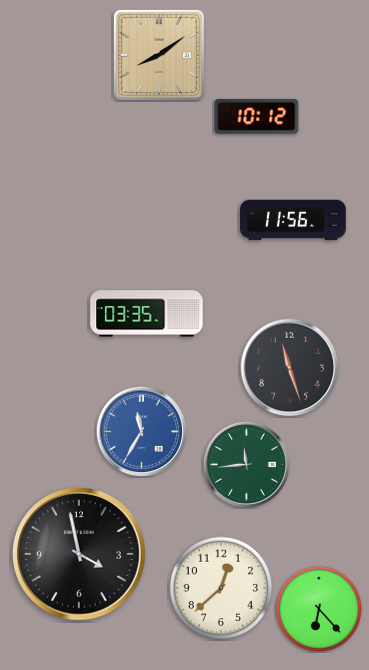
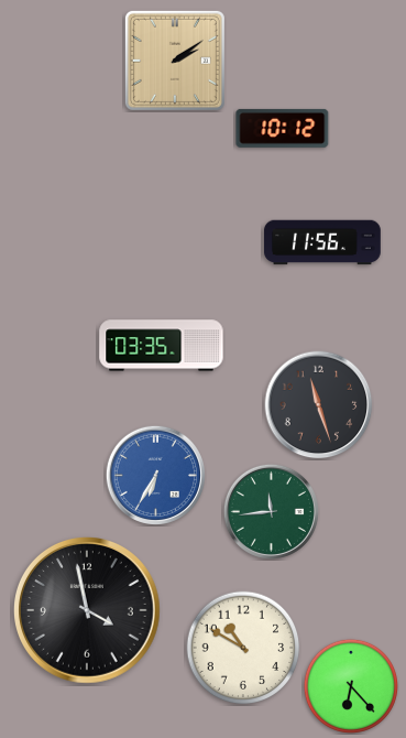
clock at (159, 55): 8:09 -> 2:09
clock at (141, 431): 11:35 -> 6:35
clock at (221, 588): 12:38 -> 10:50
clock at (319, 609) position: (319, 609) -> (351, 686)
